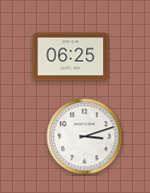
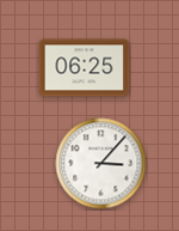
clock at (85, 137): 3:12 -> 3:07
